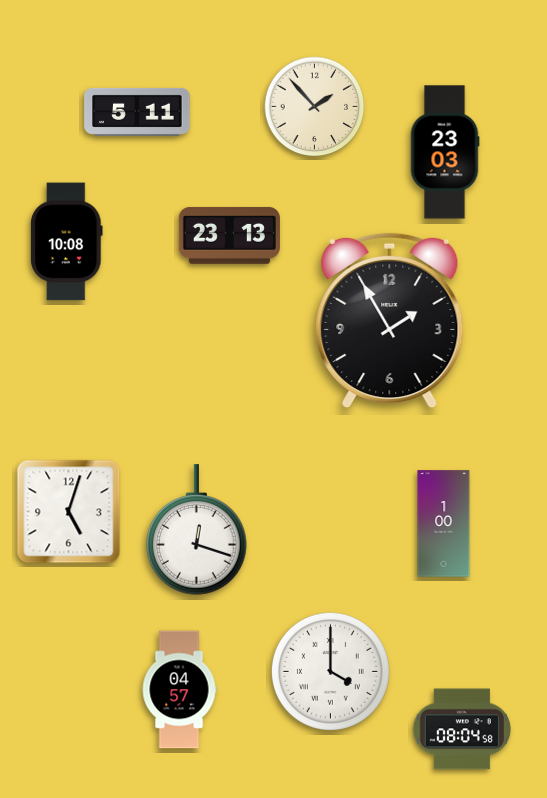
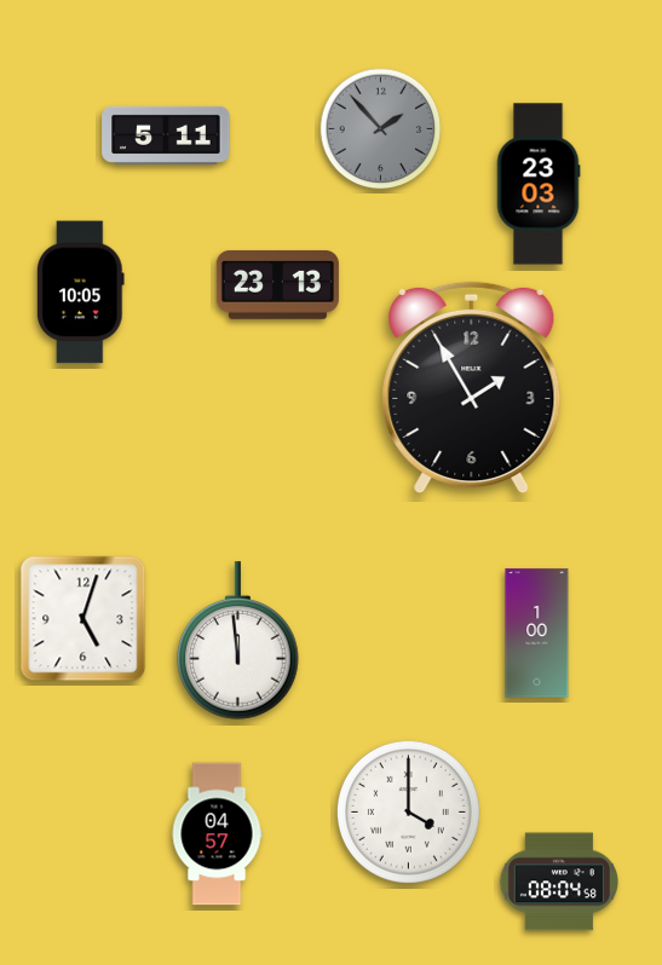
clock at (315, 107) dial: cream -> grey
clock at (67, 242): 10:08 -> 10:05
clock at (197, 530): 12:18 -> 11:59
clock at (330, 671) position: (330, 671) -> (408, 811)
